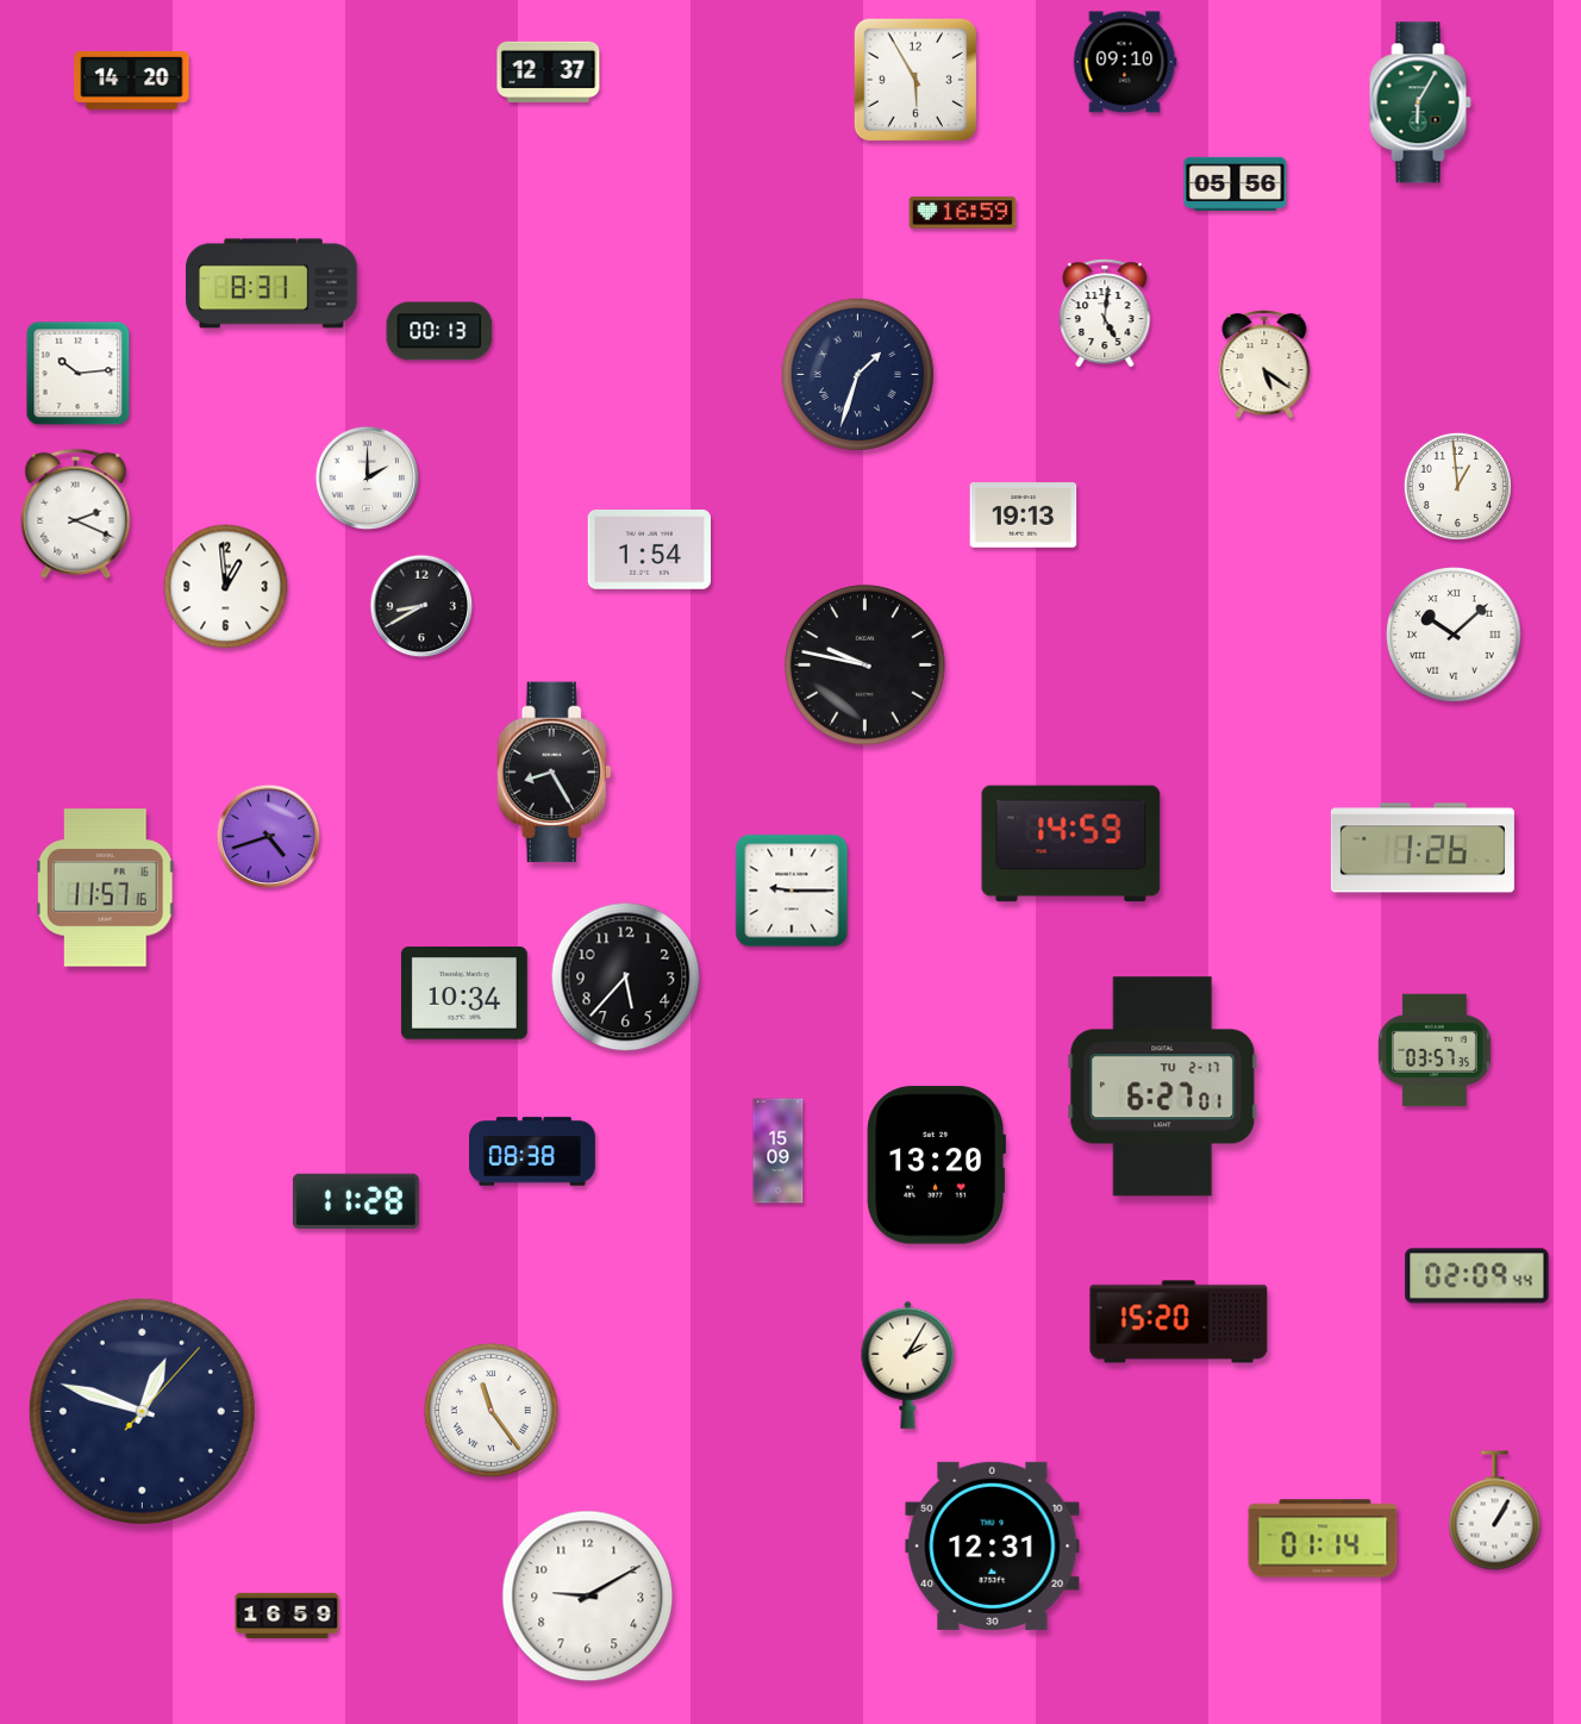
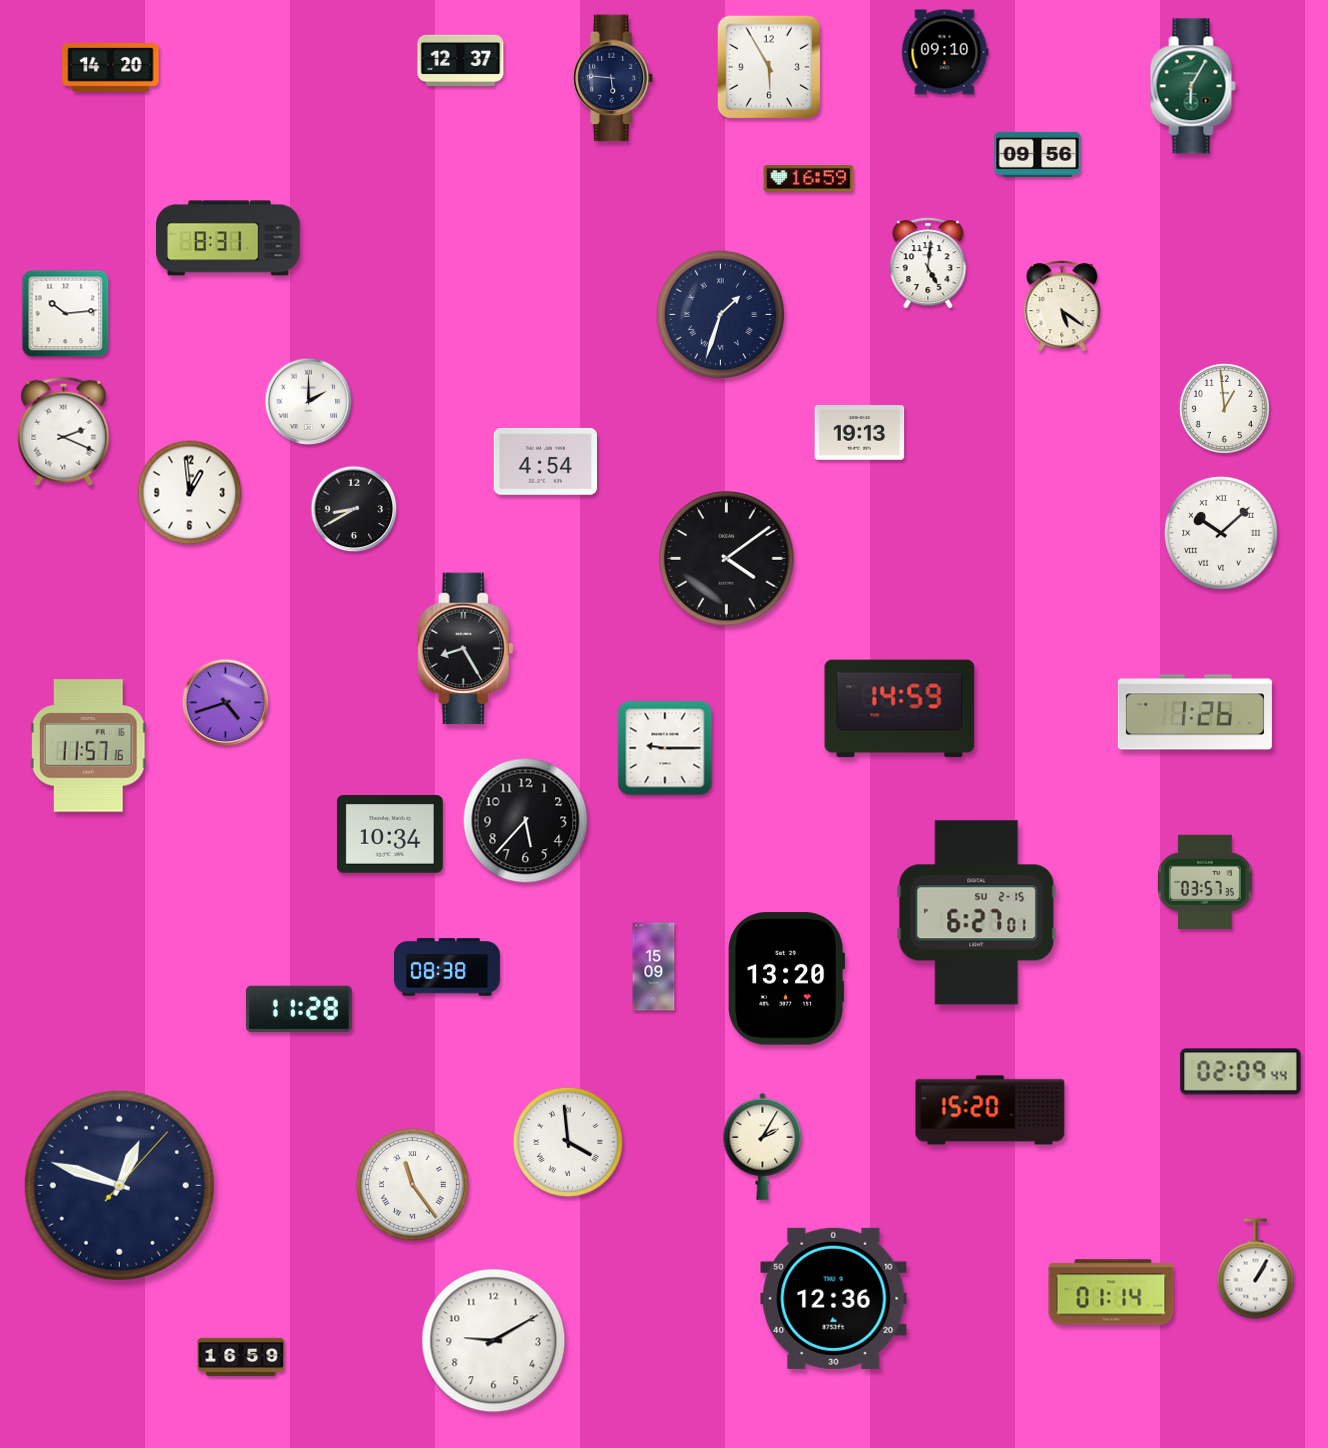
clock at (614, 78): none -> 5:46
clock at (1236, 183): 05:56 -> 09:56
clock at (439, 331): 00:13 -> none
clock at (649, 550): 1:54 -> 4:54
clock at (866, 666): 9:47 -> 4:09
clock at (1163, 1087) date: TU 2-17 -> SU 2-15
clock at (568, 1142): none -> 3:59
clock at (993, 1545): 12:31 -> 12:36
